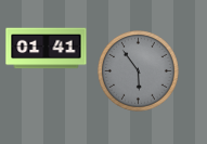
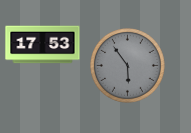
clock at (47, 49): 01:41 -> 17:53
